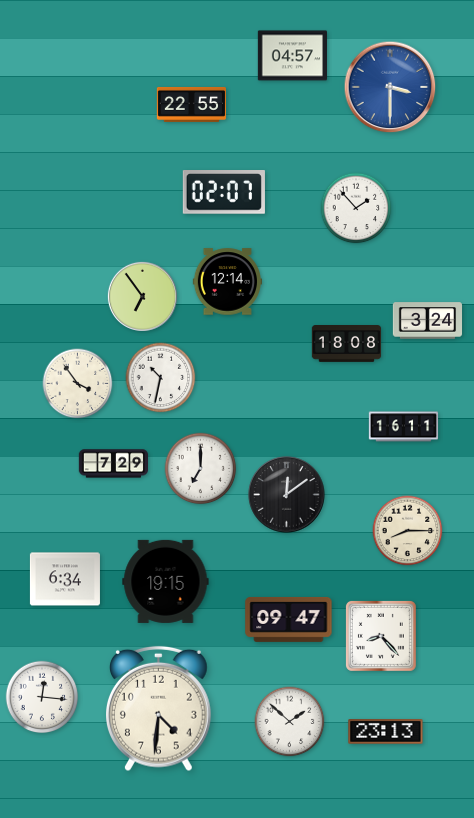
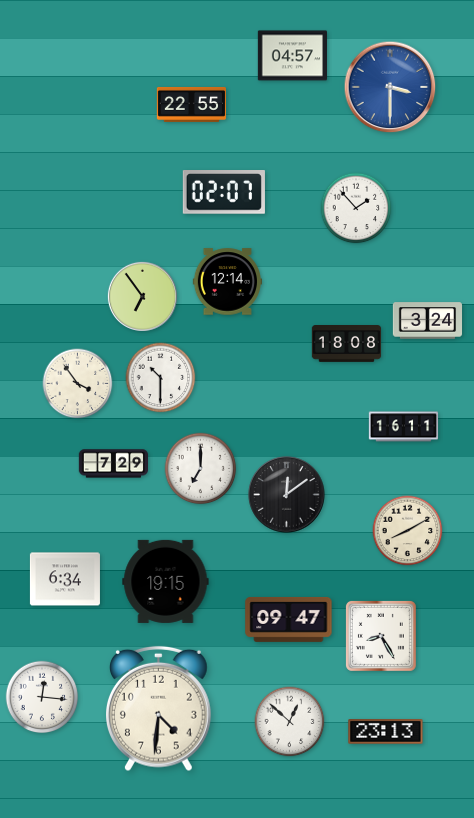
clock at (161, 378): 10:32 -> 10:30
clock at (408, 531): 8:15 -> 8:10
clock at (381, 636): 8:23 -> 8:25
clock at (290, 722): 1:52 -> 12:52
